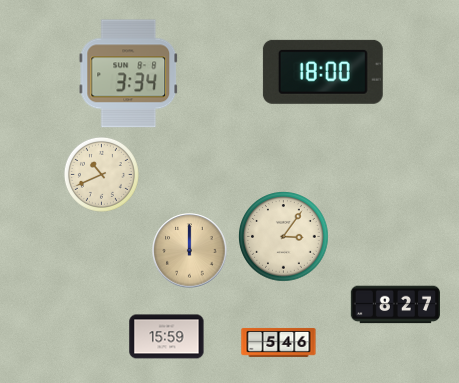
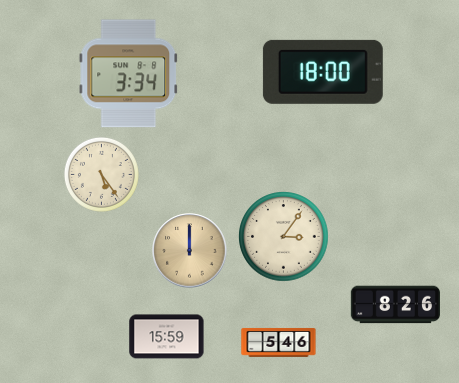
clock at (101, 174): 10:41 -> 5:24
clock at (395, 305): 8:27 -> 8:26
